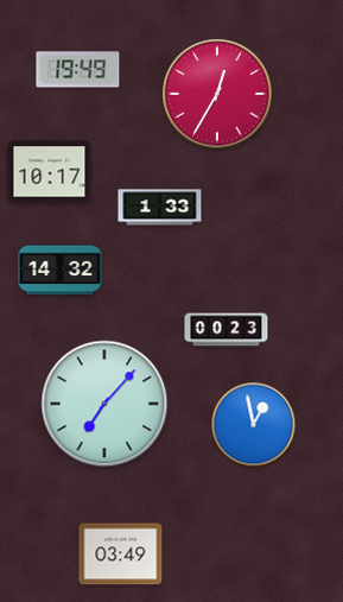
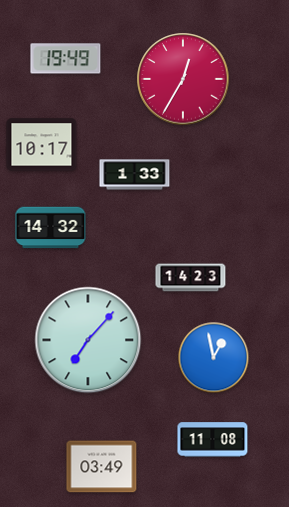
clock at (227, 330): 00:23 -> 14:23
clock at (213, 440): none -> 11:08
